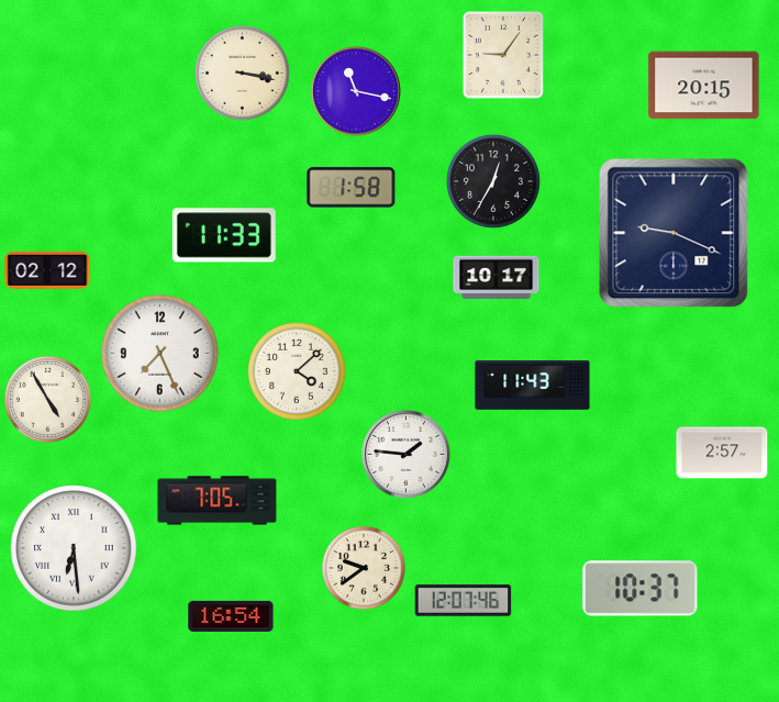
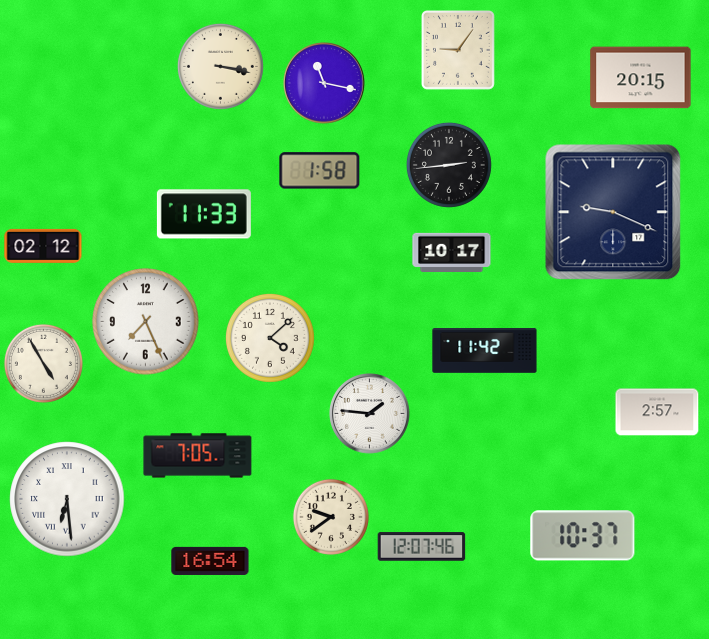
clock at (493, 181): 12:35 -> 2:44
clock at (533, 386): 11:43 -> 11:42
